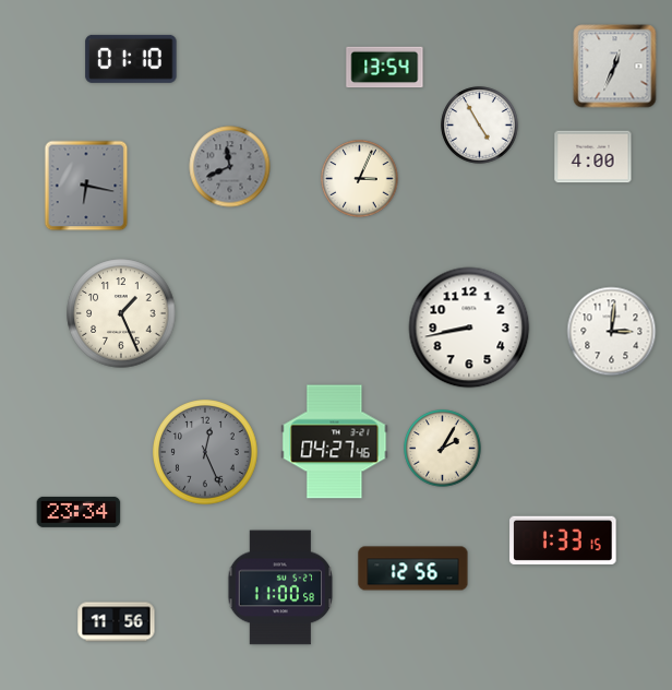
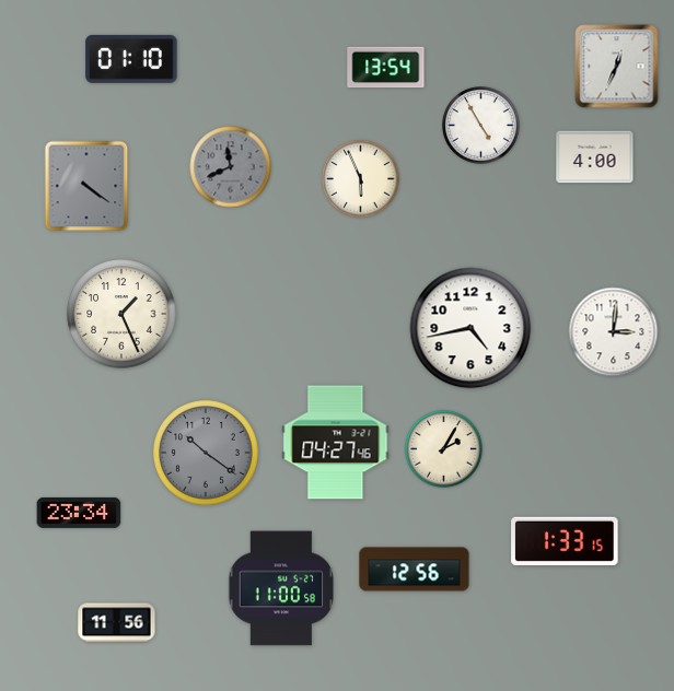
clock at (360, 179): 3:04 -> 5:56
clock at (86, 186): 6:17 -> 4:21
clock at (469, 328): 8:43 -> 4:43
clock at (206, 453): 12:26 -> 10:21
